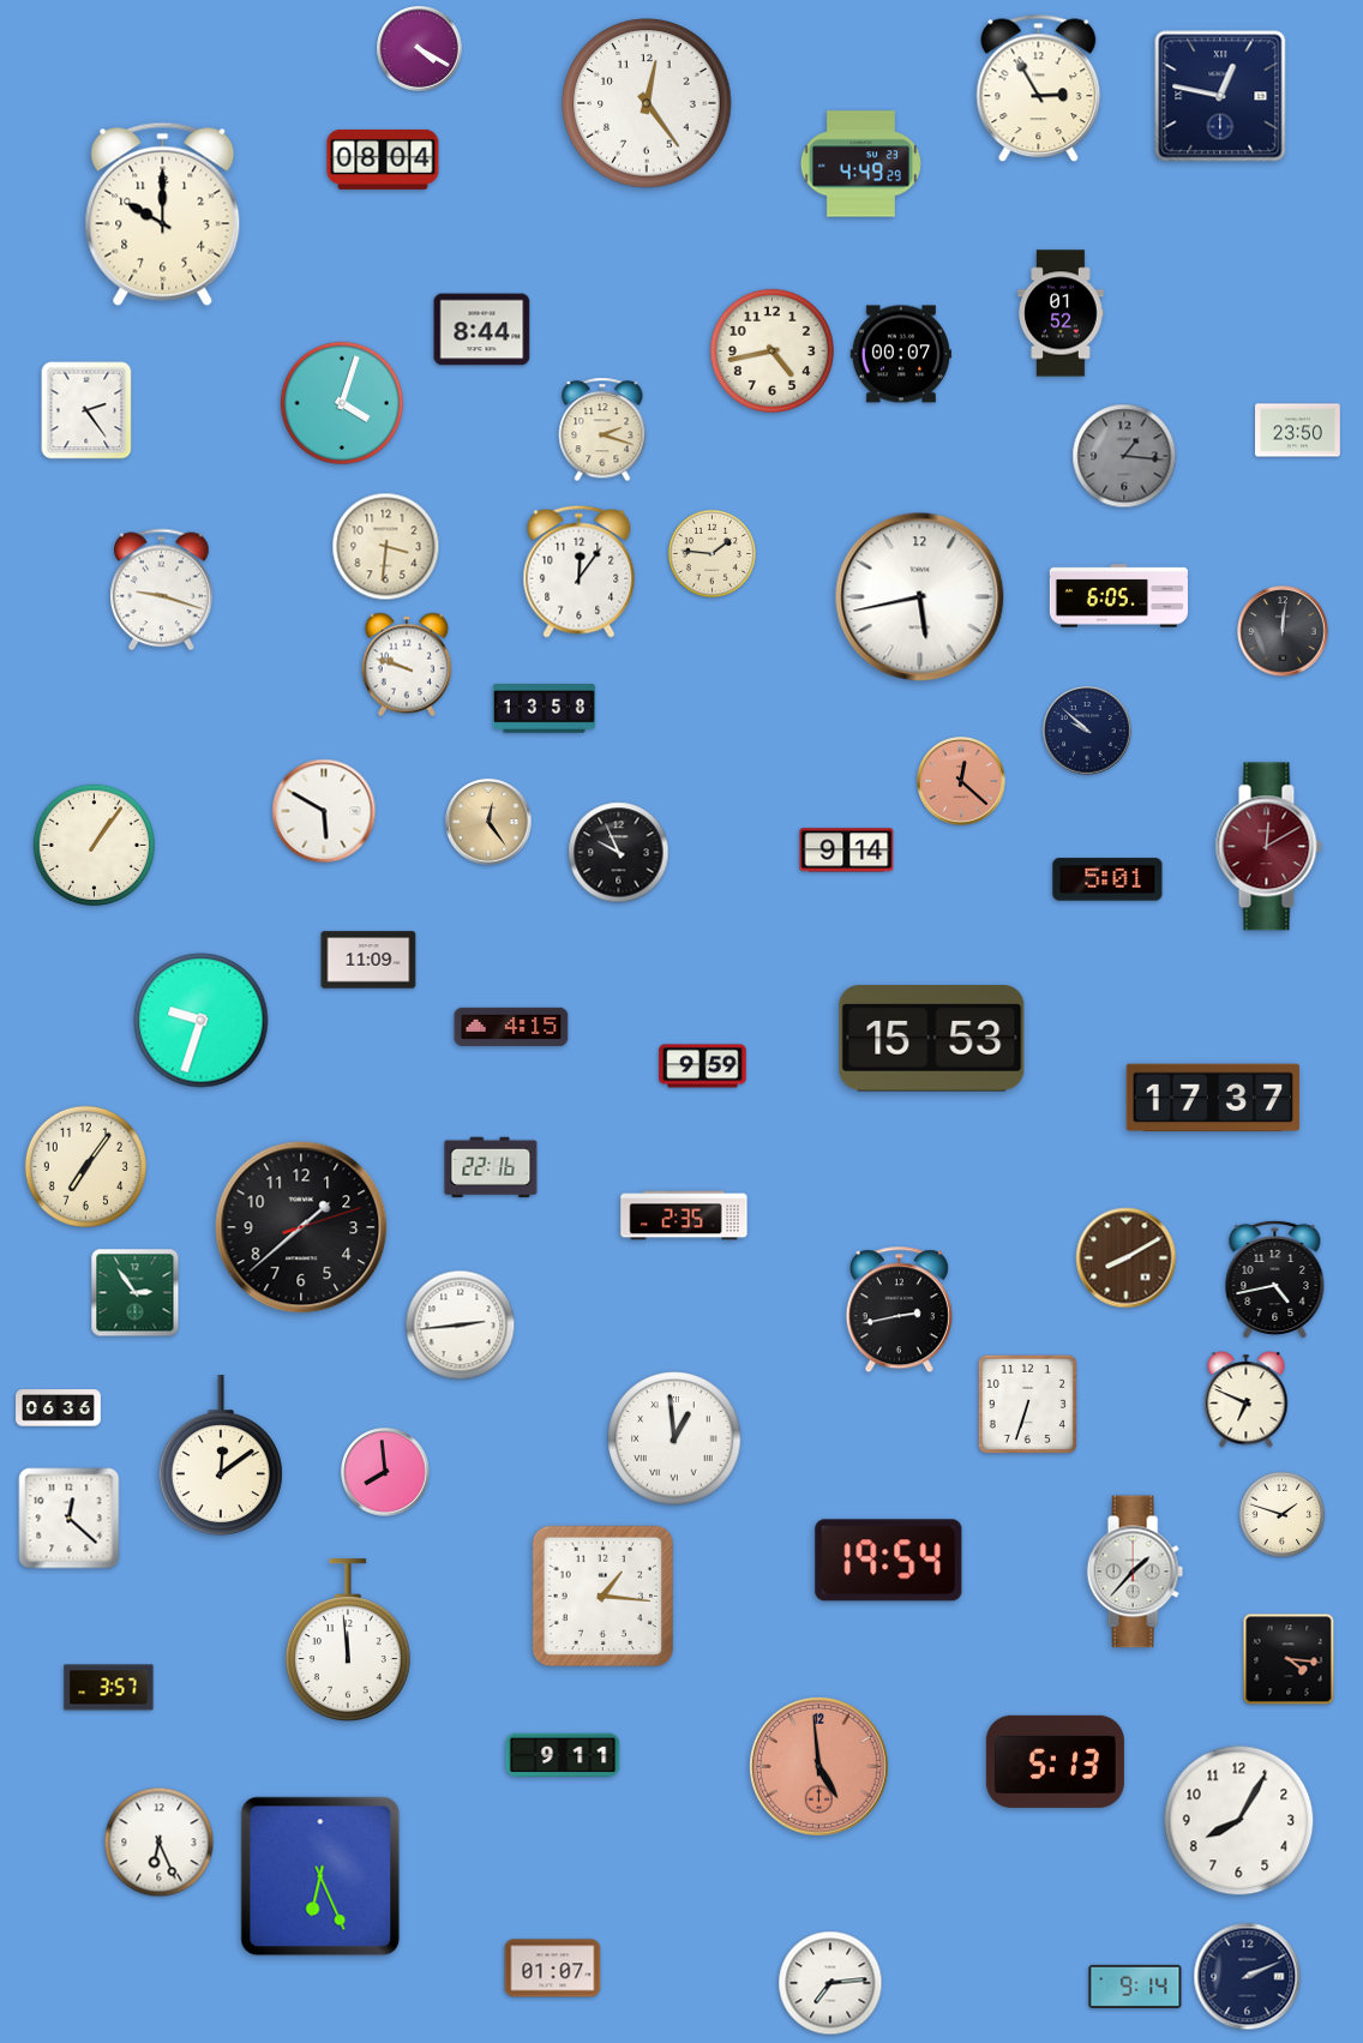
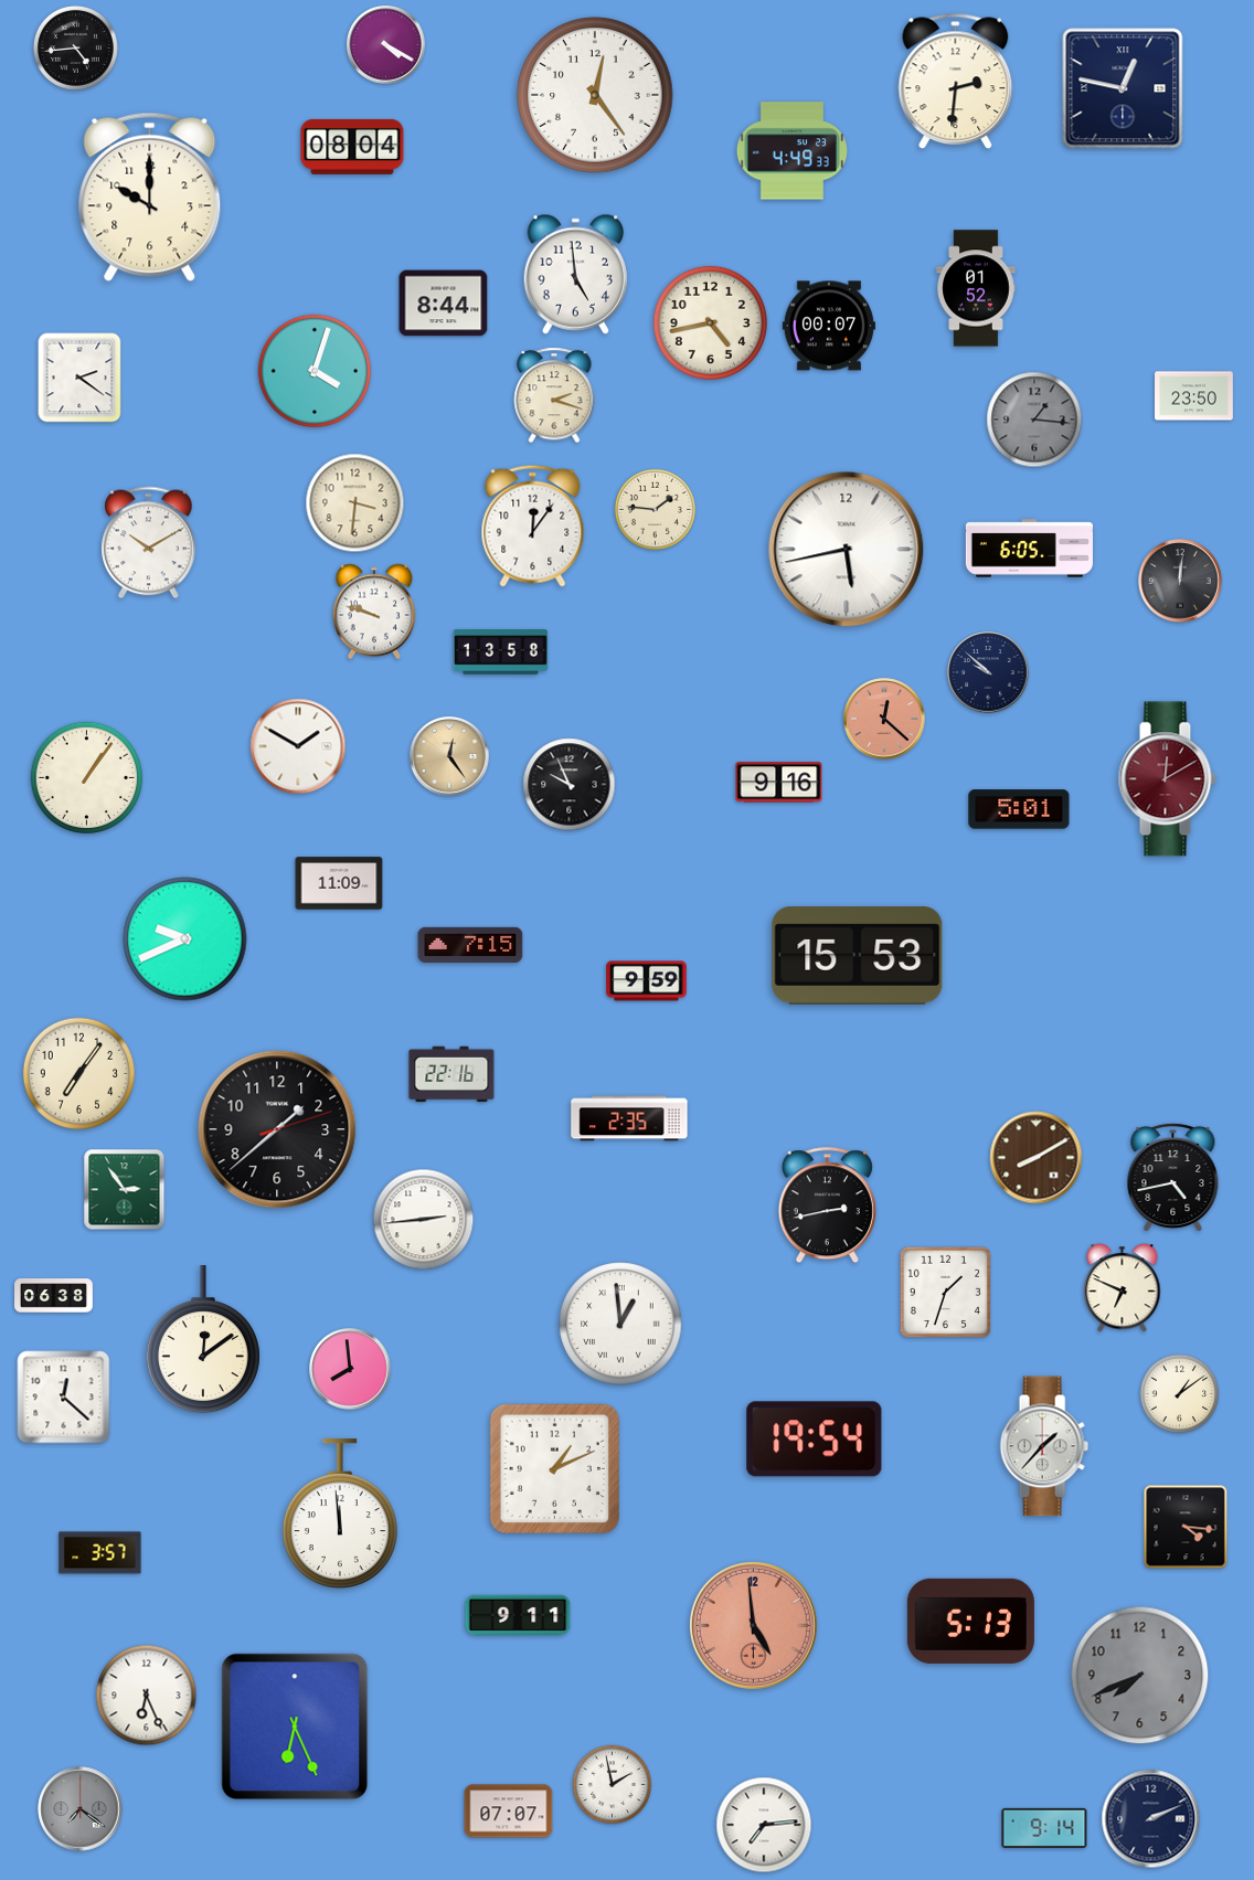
clock at (76, 49): none -> 4:44
clock at (1039, 89): 2:55 -> 2:31
clock at (860, 164): 4:49:29 -> 4:49:33
clock at (575, 274): none -> 4:59
clock at (86, 410): 2:24 -> 2:21
clock at (162, 590): 9:18 -> 10:10
clock at (1087, 731) position: (1087, 731) -> (988, 672)
clock at (324, 811): 5:50 -> 1:50
clock at (847, 851): 9:14 -> 9:16
clock at (202, 1021): 9:33 -> 9:41
clock at (511, 1027): 4:15 -> 7:15
clock at (1213, 1098): 17:37 -> none
clock at (1247, 1400) position: (1247, 1400) -> (1123, 1288)
clock at (1027, 1404): 6:33 -> 1:33
clock at (59, 1408): 06:36 -> 06:38
clock at (385, 1472) position: (385, 1472) -> (350, 1369)
clock at (1283, 1515): 1:48 -> 1:09
clock at (889, 1561) position: (889, 1561) -> (815, 1440)
clock at (602, 1596): 1:16 -> 1:11
clock at (348, 1641) position: (348, 1641) -> (340, 1515)
clock at (1239, 1821): 8:05 -> 7:41
clock at (1239, 1821) dial: white -> grey
clock at (613, 1785): none -> 1:58
clock at (81, 1809): none -> 7:21
clock at (553, 1969): 01:07 -> 07:07
clock at (1248, 1977) position: (1248, 1977) -> (1151, 1819)
